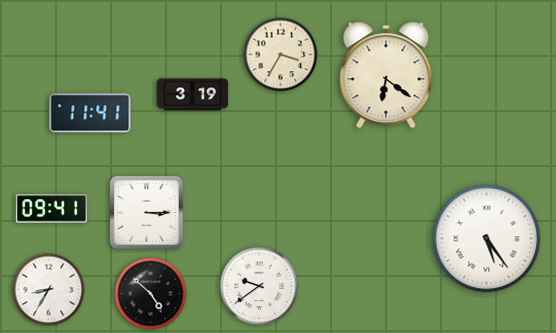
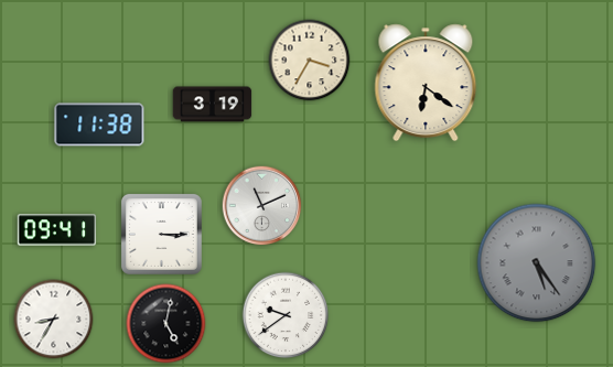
clock at (90, 113): 11:41 -> 11:38
clock at (262, 206): none -> 11:11
clock at (487, 239) dial: white -> grey
clock at (151, 294): 4:52 -> 5:02
